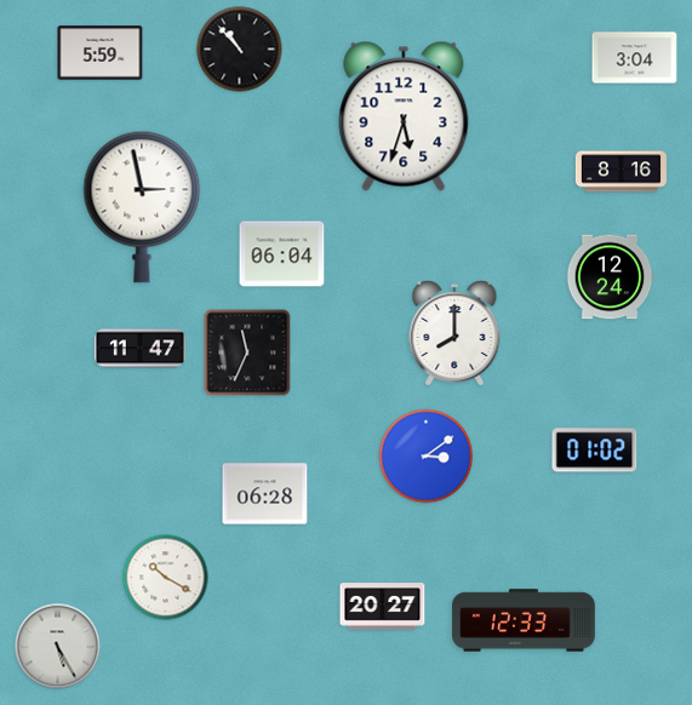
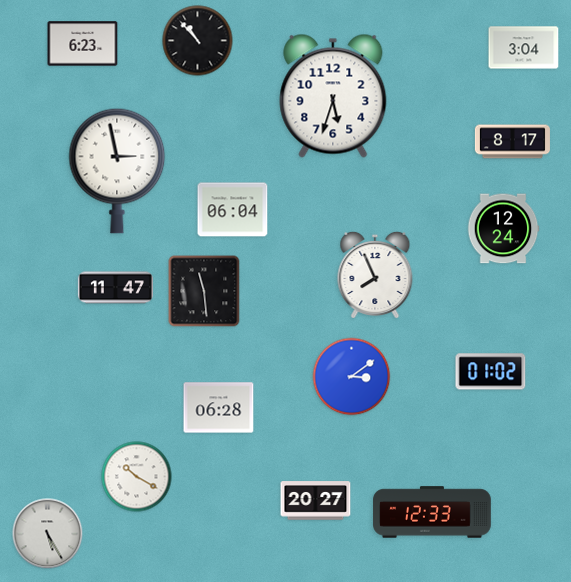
clock at (101, 53): 5:59 -> 6:23
clock at (620, 172): 8:16 -> 8:17
clock at (454, 332): 8:00 -> 7:56
clock at (247, 352): 11:34 -> 11:29
